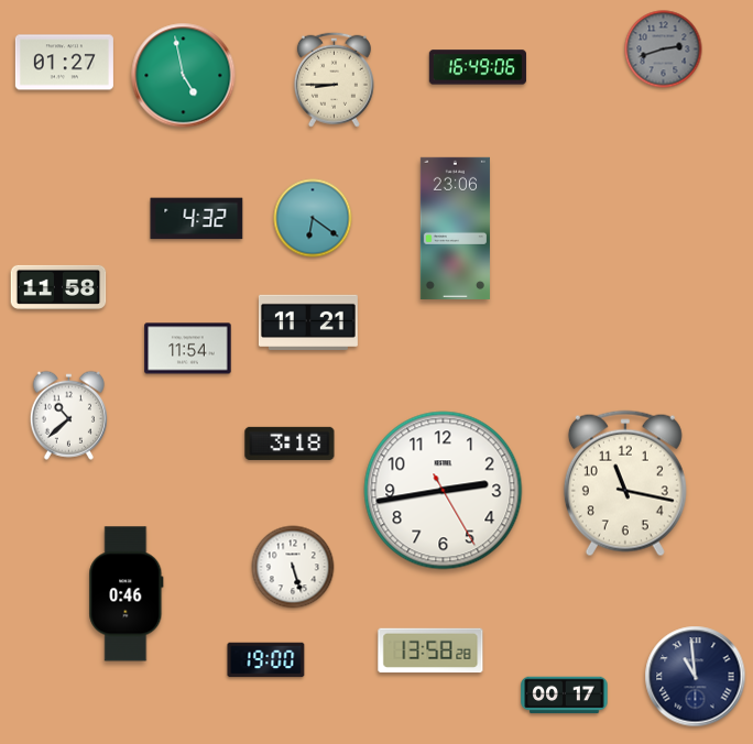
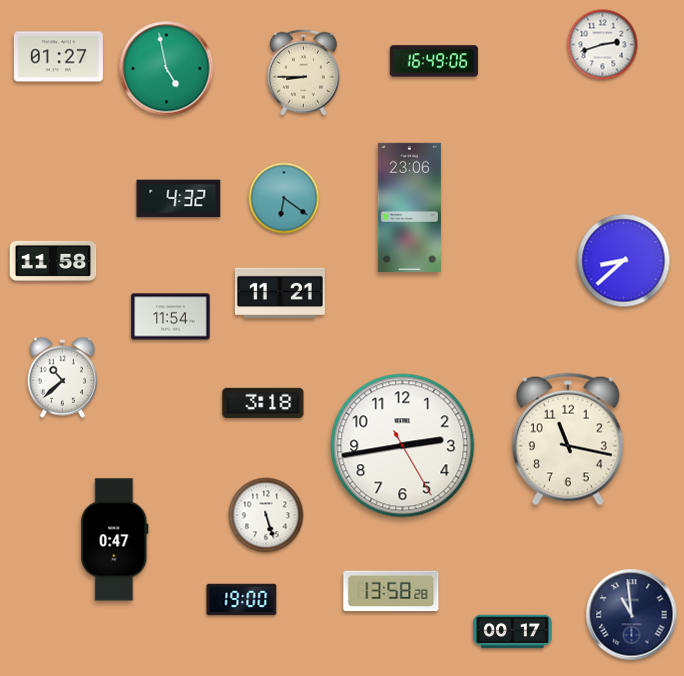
clock at (664, 50) dial: grey -> white
clock at (455, 228) position: (455, 228) -> (409, 207)
clock at (624, 261): none -> 8:38
clock at (127, 594): 0:46 -> 0:47
